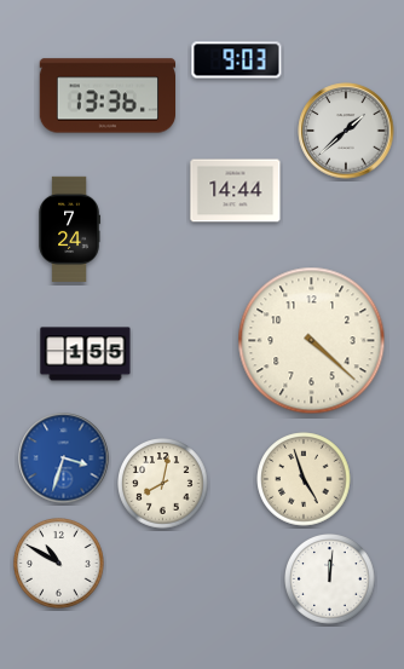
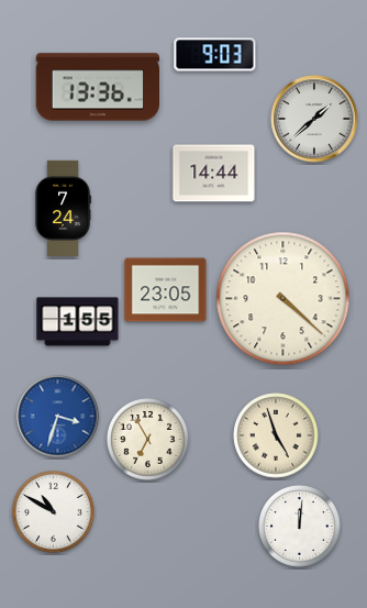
clock at (166, 290): none -> 23:05
clock at (312, 341) position: (312, 341) -> (283, 299)
clock at (163, 484): 8:02 -> 6:55
